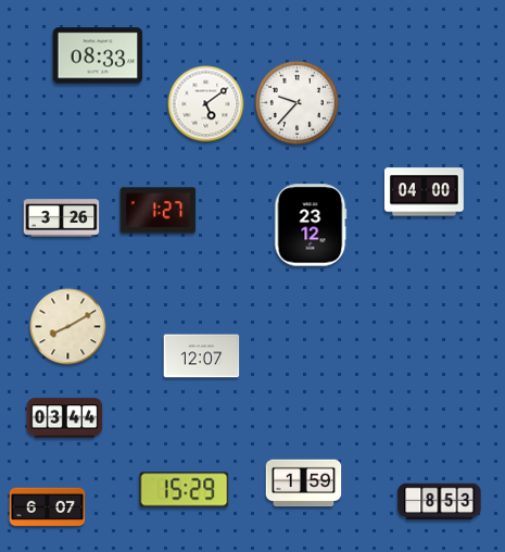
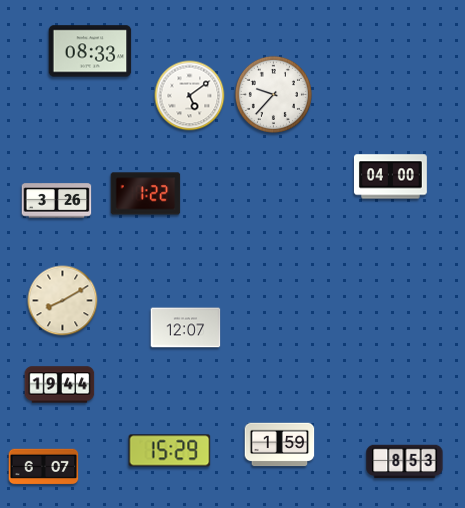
clock at (159, 211): 1:27 -> 1:22
clock at (311, 225): 23:12 -> none
clock at (65, 418): 03:44 -> 19:44
